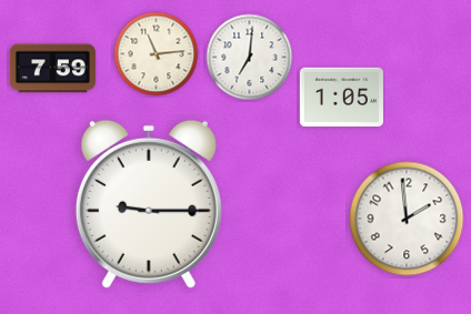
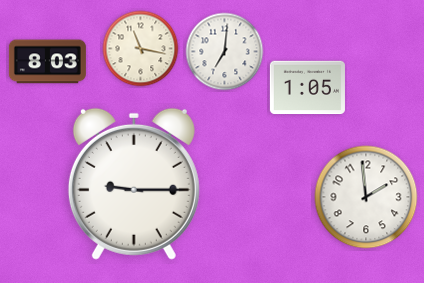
clock at (157, 54): 11:14 -> 11:17
clock at (52, 69): 7:59 -> 8:03
